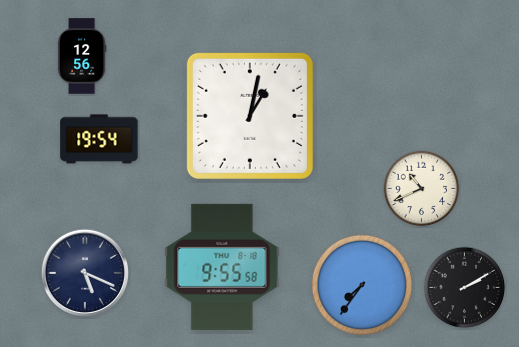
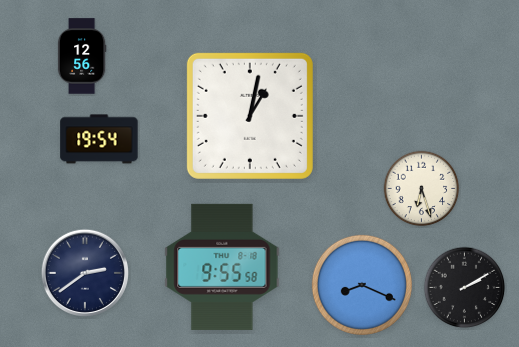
clock at (422, 189): 10:41 -> 6:27
clock at (84, 272): 5:19 -> 2:39
clock at (362, 285): 7:36 -> 8:19
